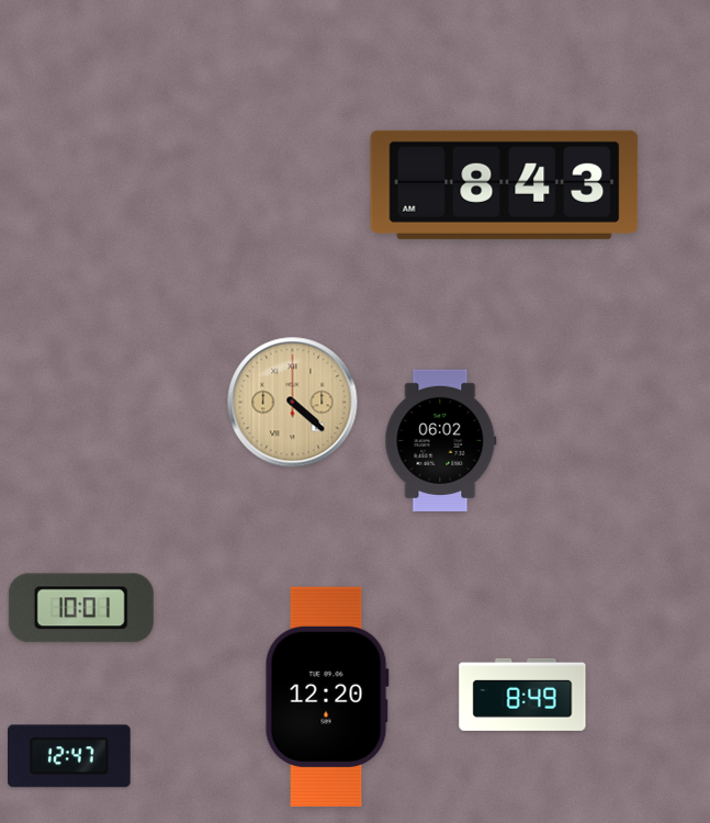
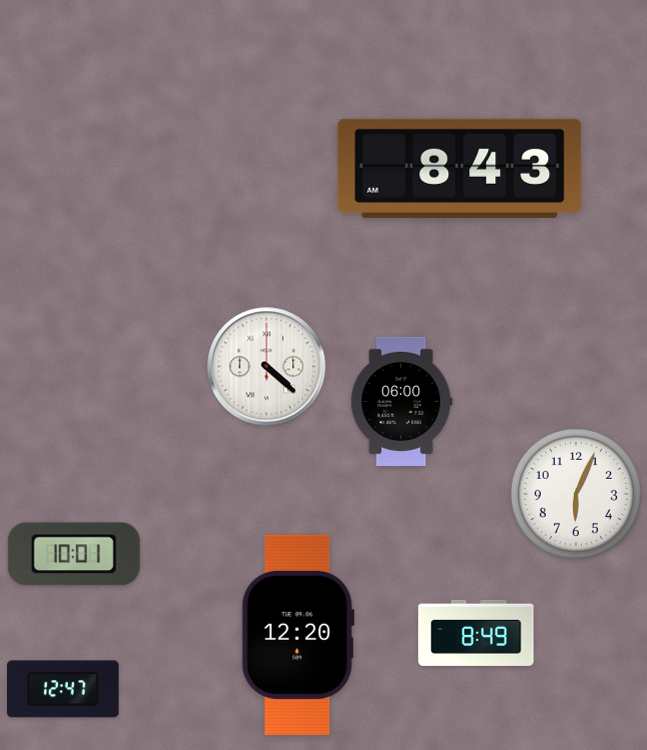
clock at (293, 403) dial: champagne -> white
clock at (441, 440): 06:02 -> 06:00
clock at (576, 494): none -> 6:04
